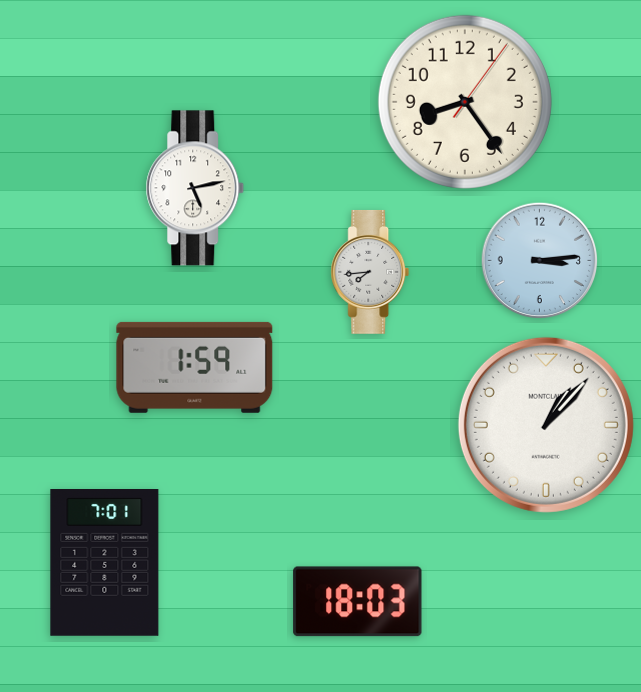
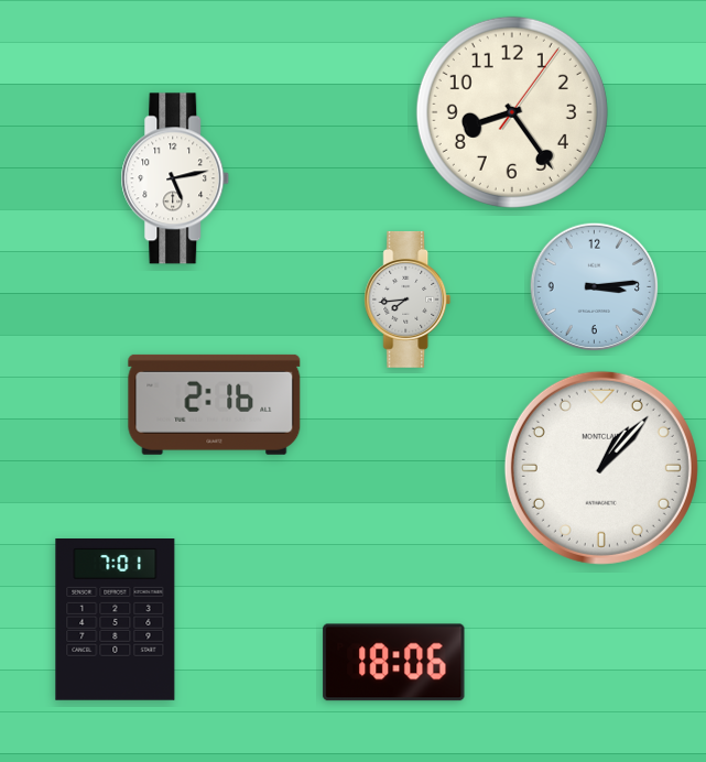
clock at (195, 188) position: (195, 188) -> (175, 178)
clock at (195, 367): 1:59 -> 2:16
clock at (358, 602): 18:03 -> 18:06
